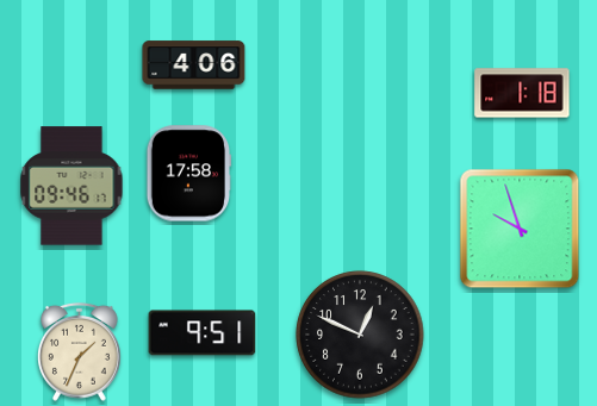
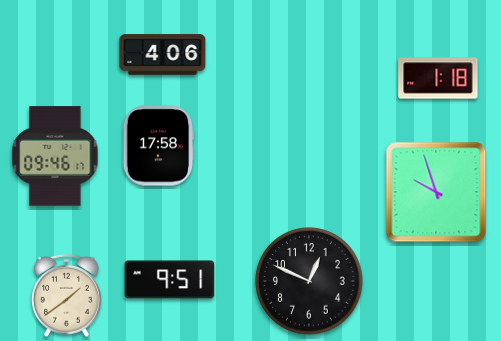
clock at (71, 186) position: (71, 186) -> (55, 156)
clock at (360, 335) position: (360, 335) -> (309, 281)
clock at (80, 351): 1:34 -> 1:39
